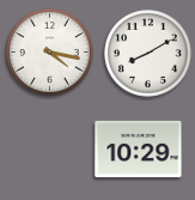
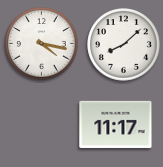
clock at (148, 54): 8:10 -> 8:08
clock at (139, 149): 10:29 -> 11:17
